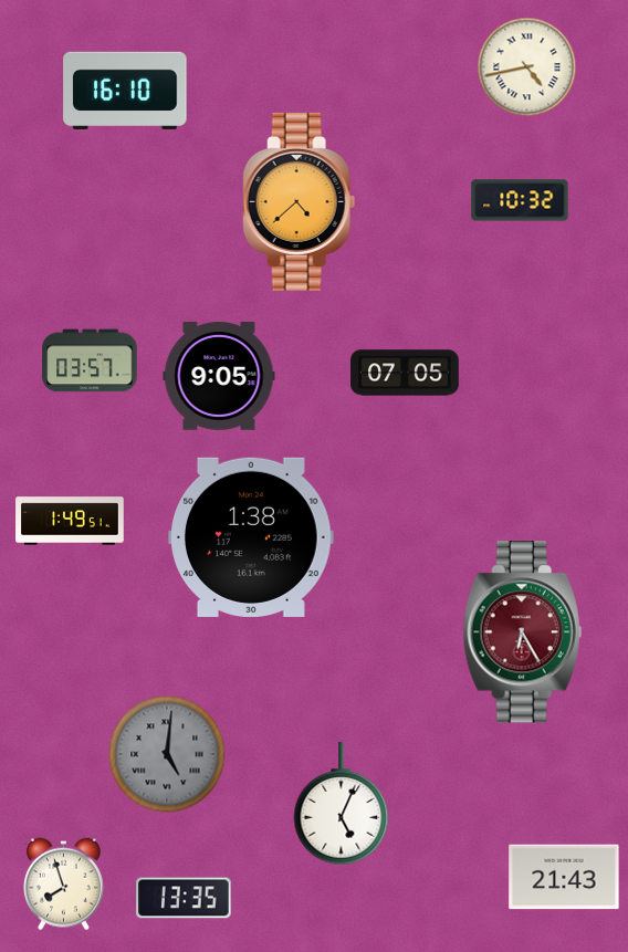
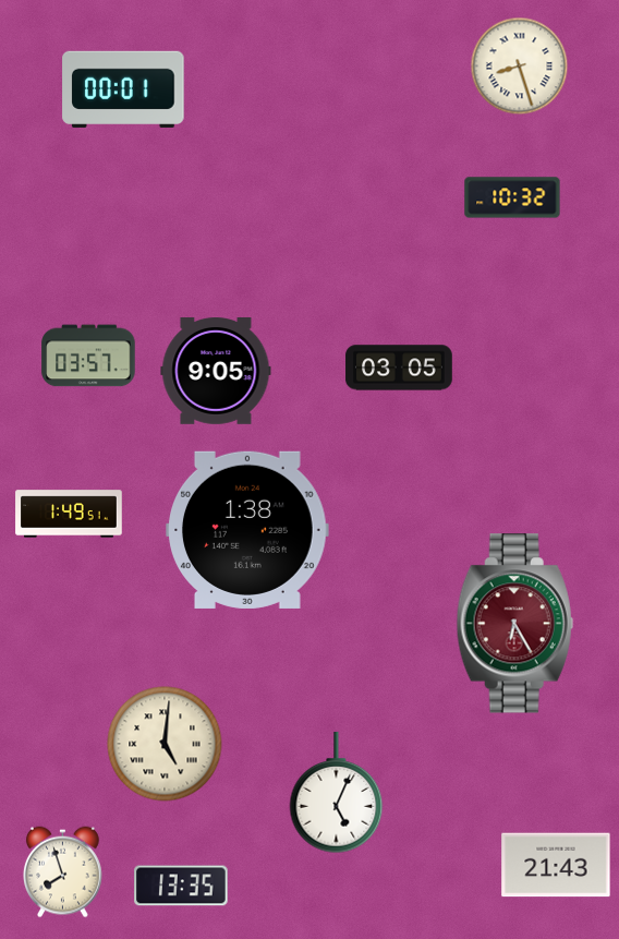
clock at (527, 67): 4:43 -> 8:27
clock at (125, 90): 16:10 -> 00:01
clock at (300, 201): 4:38 -> none
clock at (405, 373): 07:05 -> 03:05
clock at (167, 754) dial: grey -> cream
